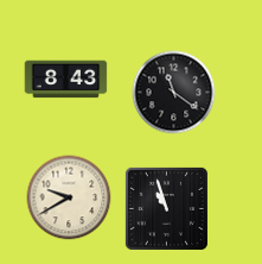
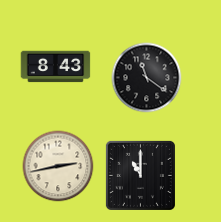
clock at (69, 197): 9:40 -> 2:43
clock at (166, 208): 10:57 -> 11:00
